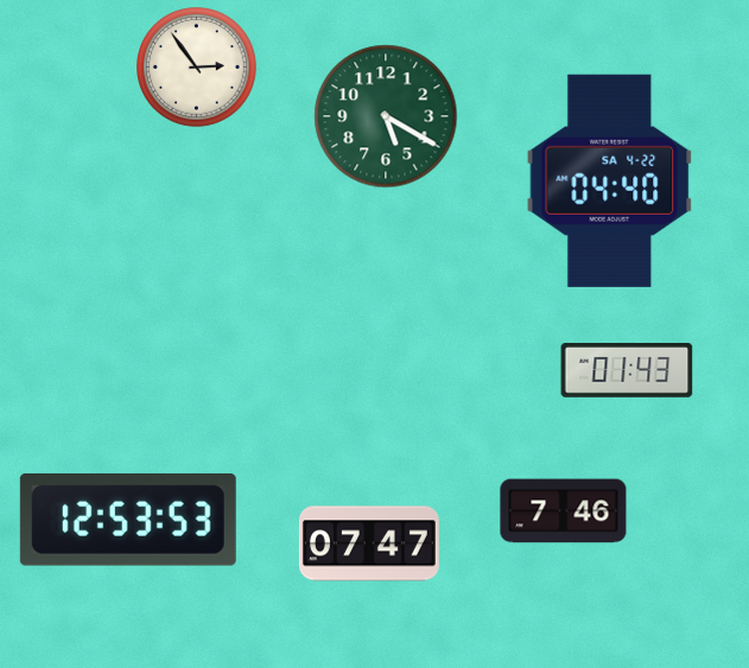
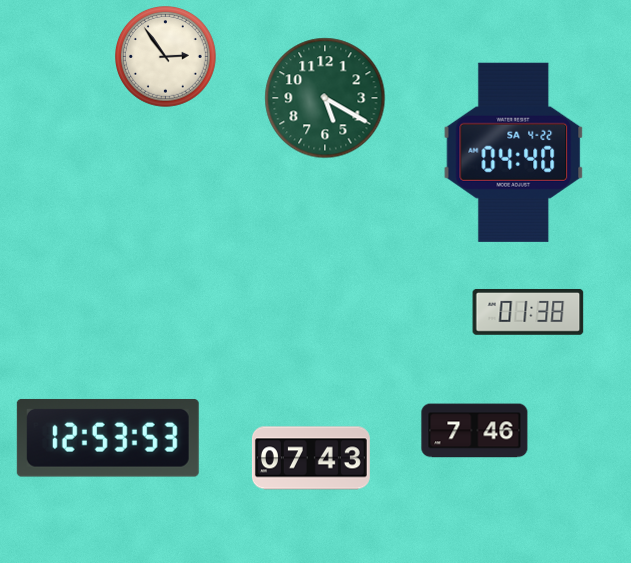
clock at (627, 370): 01:43 -> 01:38
clock at (369, 543): 07:47 -> 07:43
